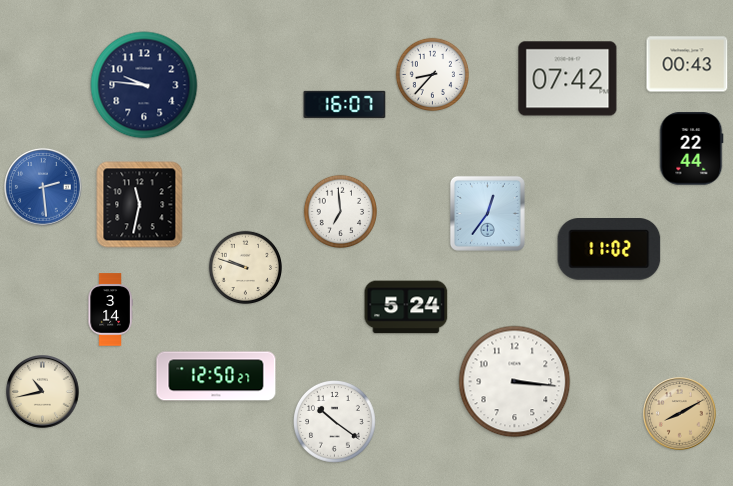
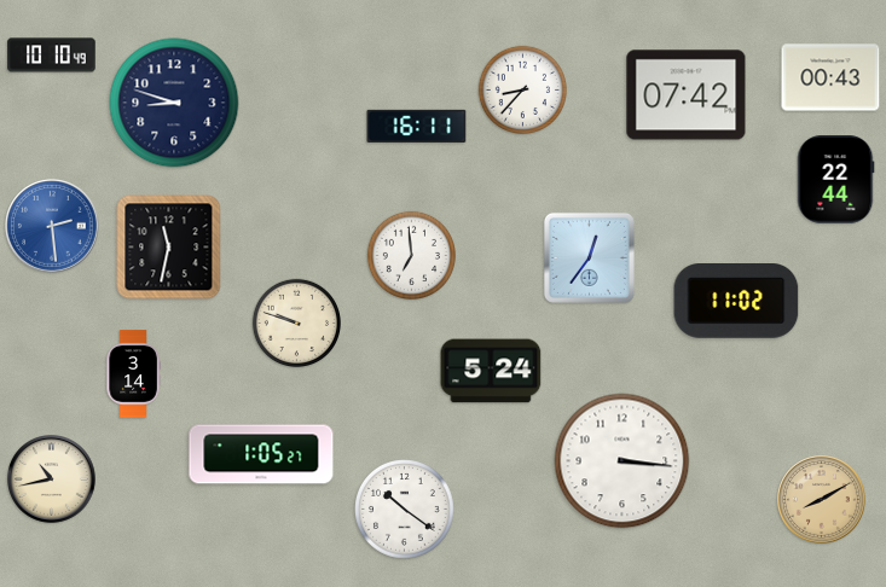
clock at (52, 56): none -> 10:10
clock at (144, 85): 9:46 -> 8:48
clock at (345, 104): 16:07 -> 16:11
clock at (216, 376): 12:50 -> 1:05
clock at (43, 392) position: (43, 392) -> (52, 480)
